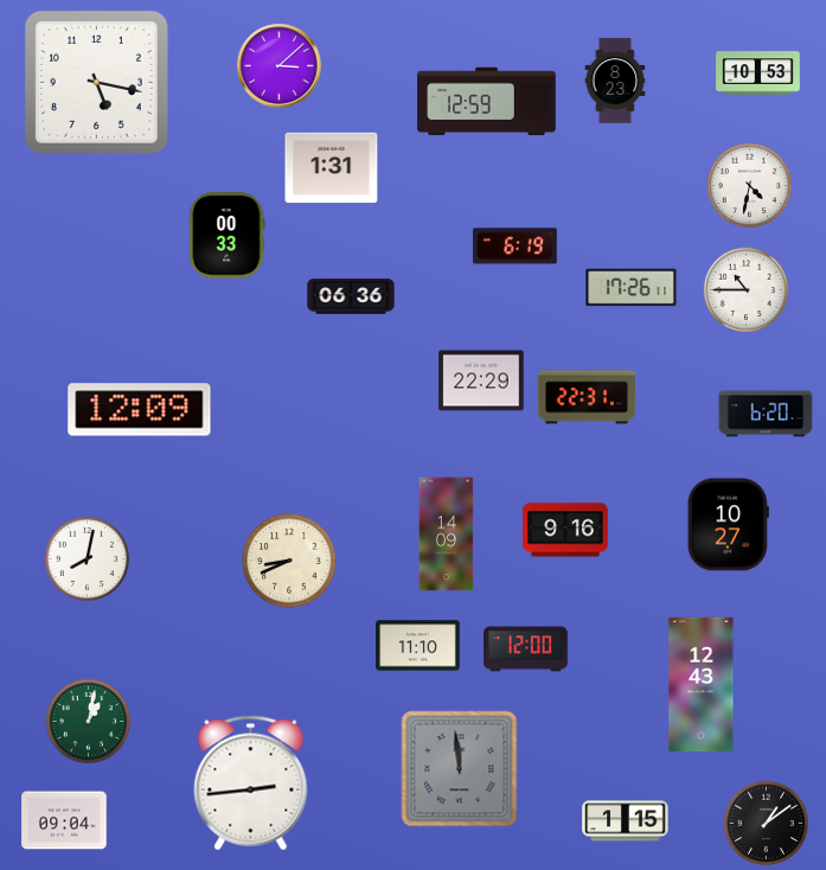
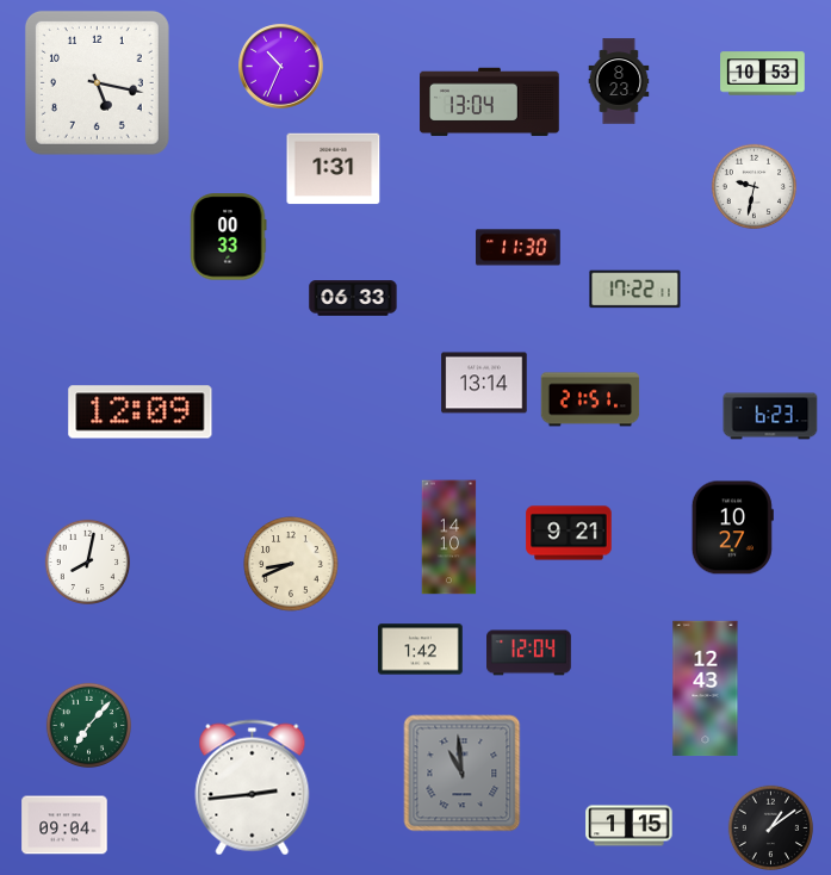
clock at (280, 66): 3:08 -> 10:34
clock at (487, 102): 12:59 -> 13:04
clock at (749, 185): 4:32 -> 9:32
clock at (516, 247): 6:19 -> 11:30
clock at (632, 288): 17:26 -> 17:22
clock at (745, 289): 10:45 -> none
clock at (351, 296): 06:36 -> 06:33
clock at (481, 380): 22:29 -> 13:14
clock at (587, 397): 22:31 -> 21:51
clock at (766, 414): 6:20 -> 6:23
clock at (565, 530): 9:16 -> 9:21
clock at (447, 535): 14:09 -> 14:10
clock at (418, 646): 11:10 -> 1:42
clock at (526, 650): 12:00 -> 12:04
clock at (88, 721): 1:02 -> 7:07
clock at (460, 769): 11:59 -> 10:59
